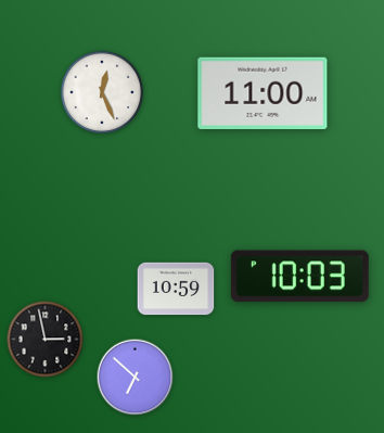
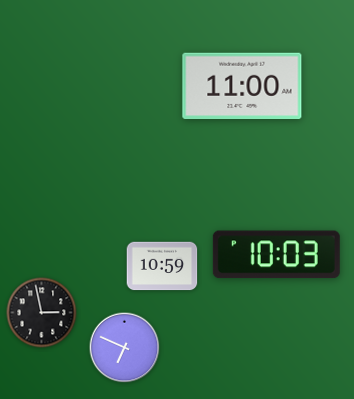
clock at (102, 92): 12:26 -> none
clock at (136, 378): 6:52 -> 6:49
